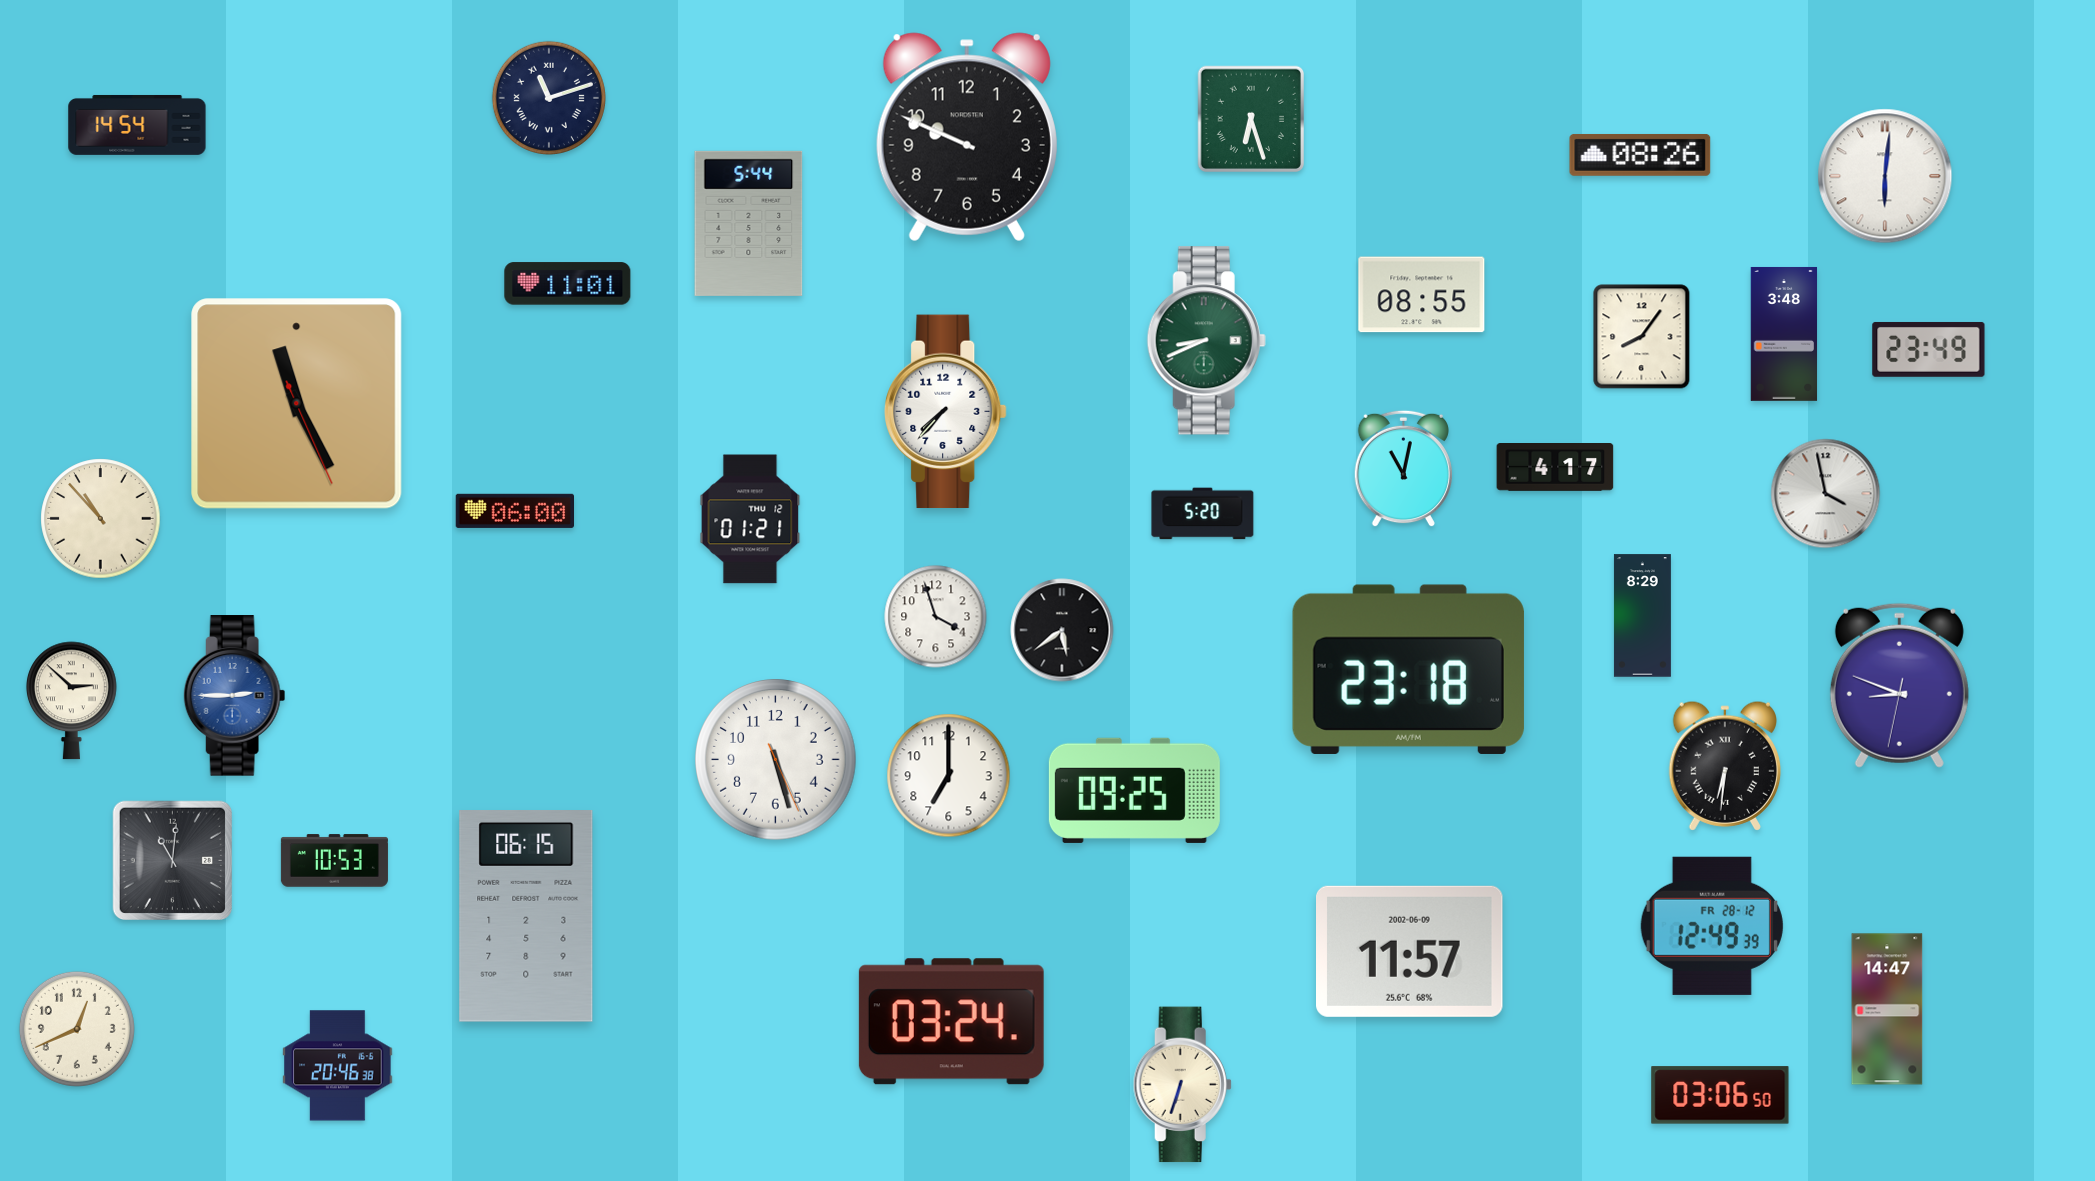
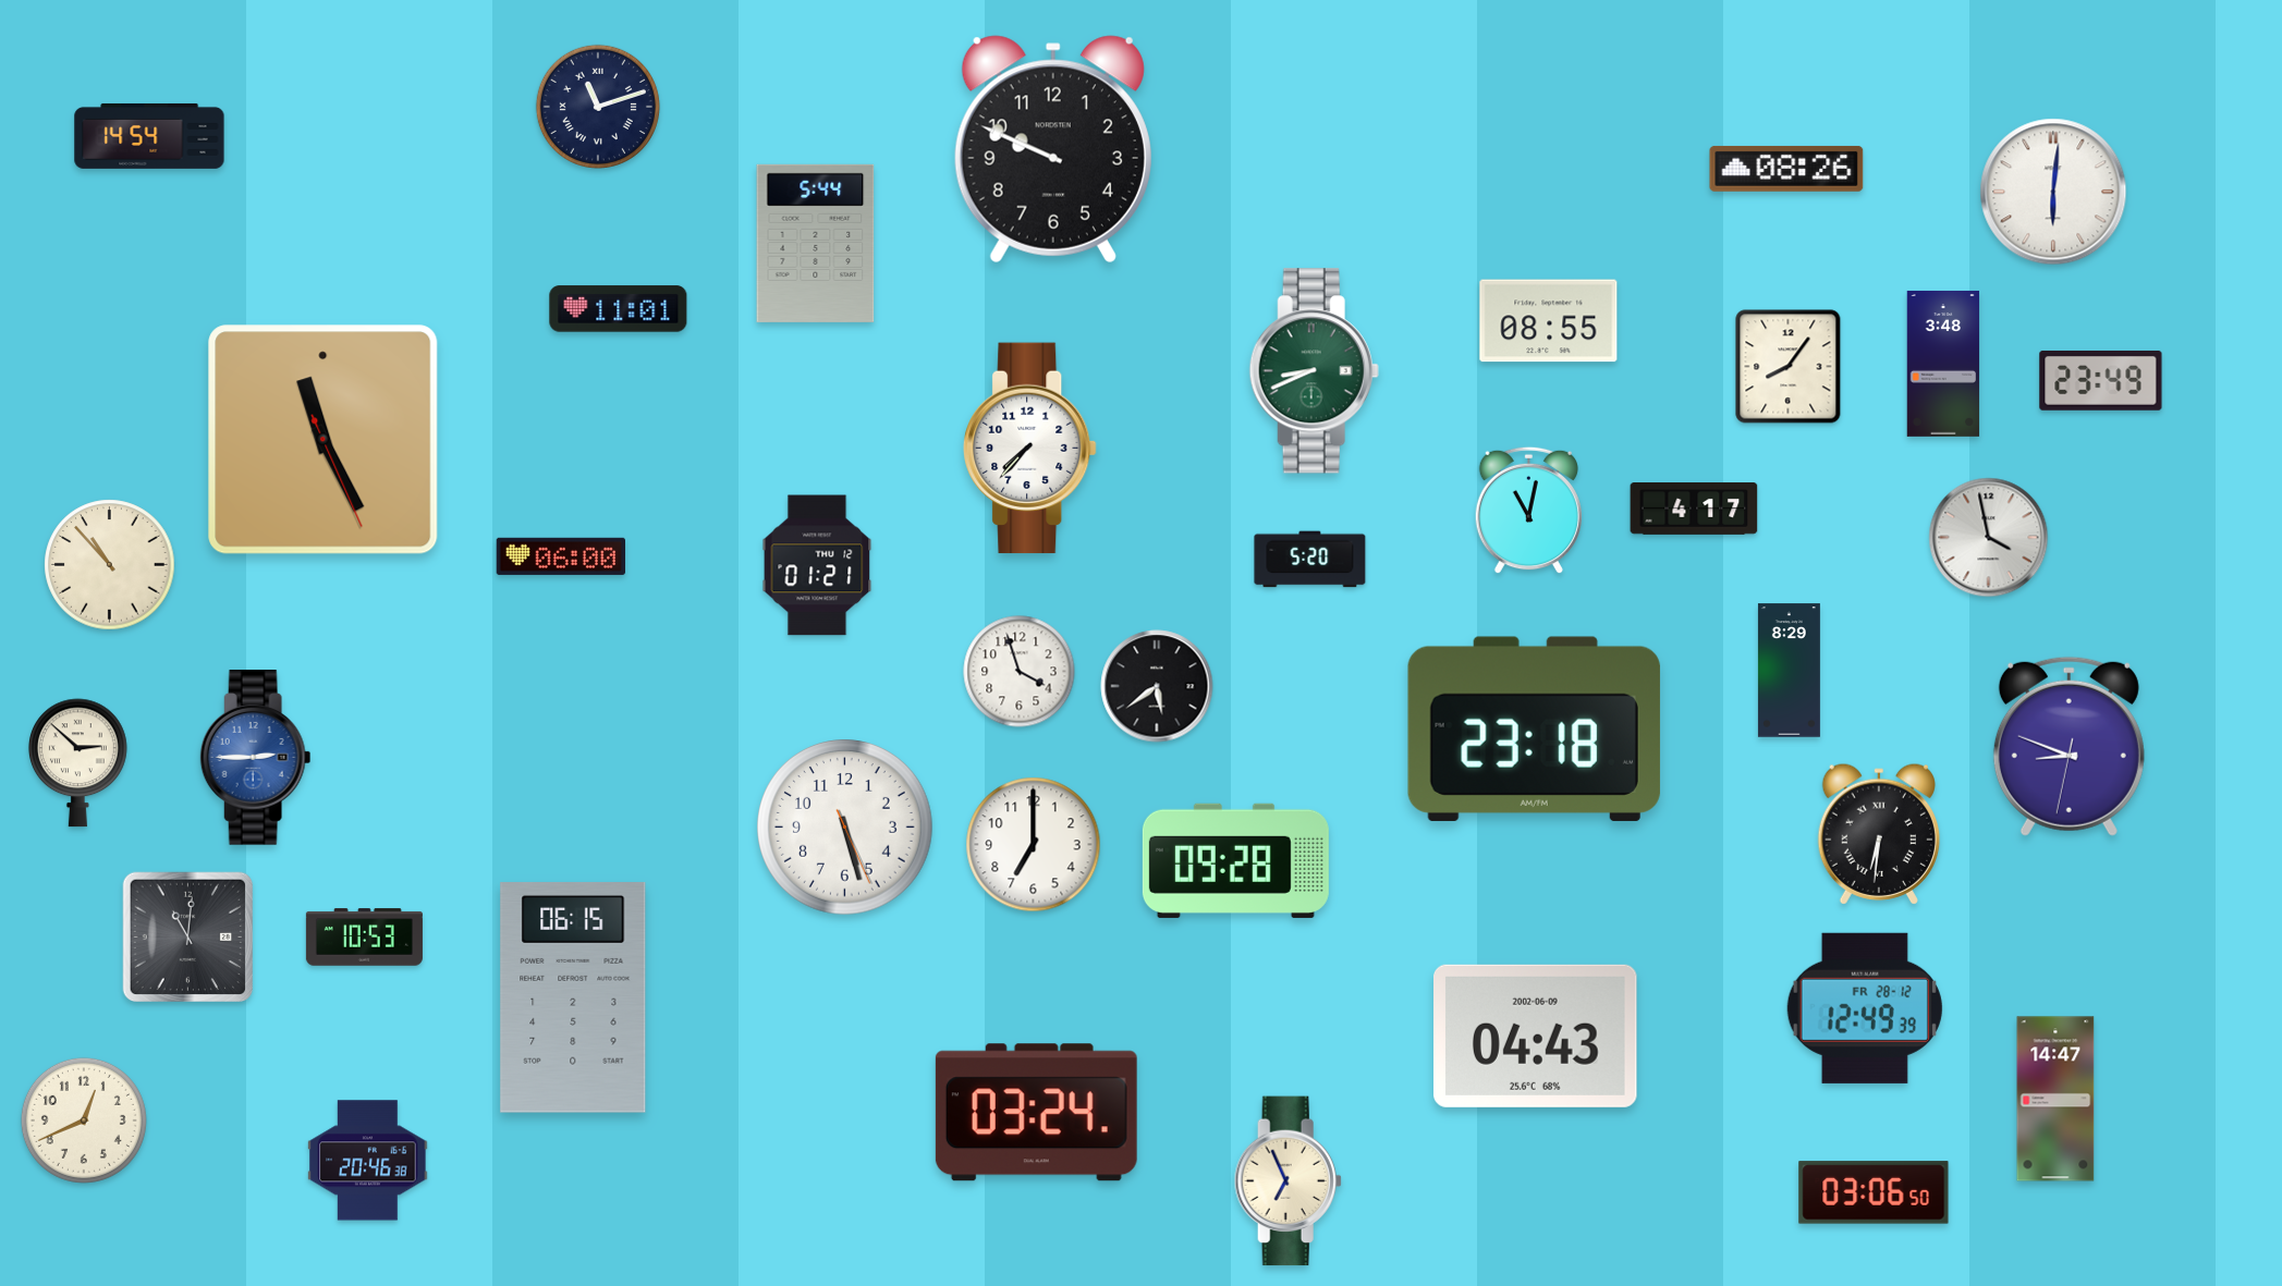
clock at (1250, 118): 6:27 -> none
clock at (1134, 790): 09:25 -> 09:28
clock at (1410, 951): 11:57 -> 04:43
clock at (1182, 1085): 6:33 -> 6:56
